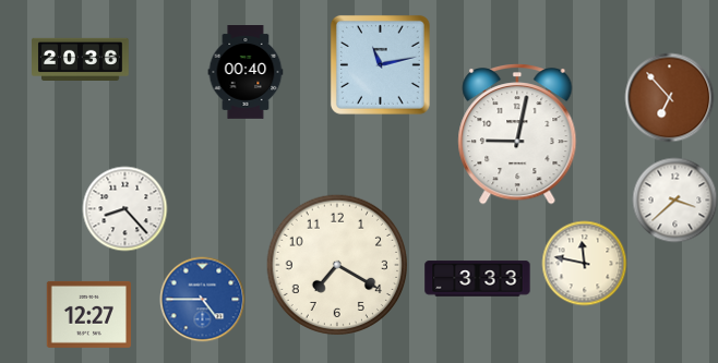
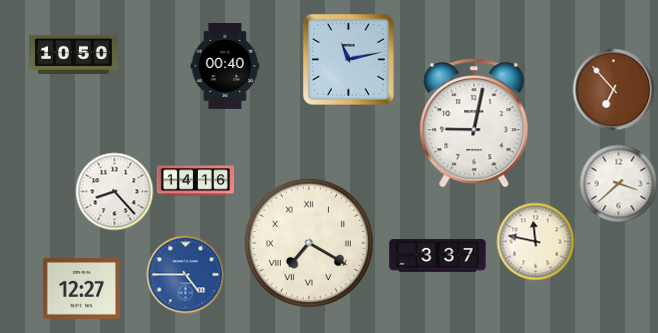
clock at (81, 59): 20:36 -> 10:50
clock at (195, 181): none -> 14:16
clock at (336, 264) numerals: Arabic -> Roman
clock at (478, 279): 3:33 -> 3:37
